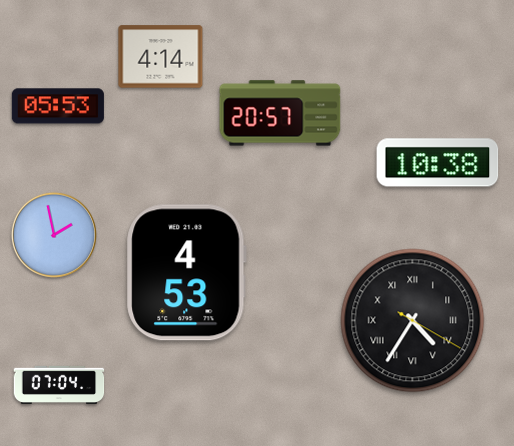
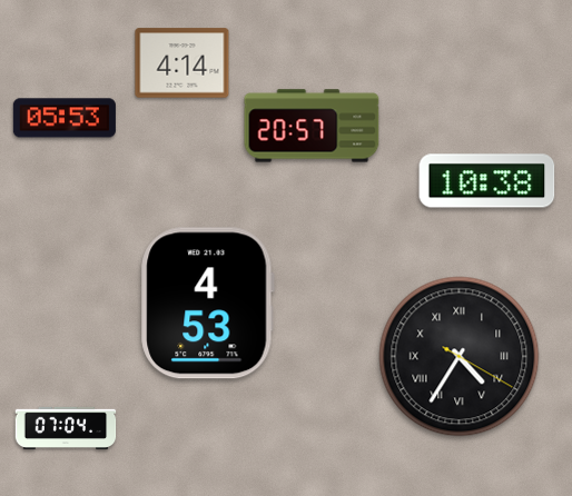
clock at (161, 57) position: (161, 57) -> (183, 63)
clock at (54, 235): 1:58 -> none
